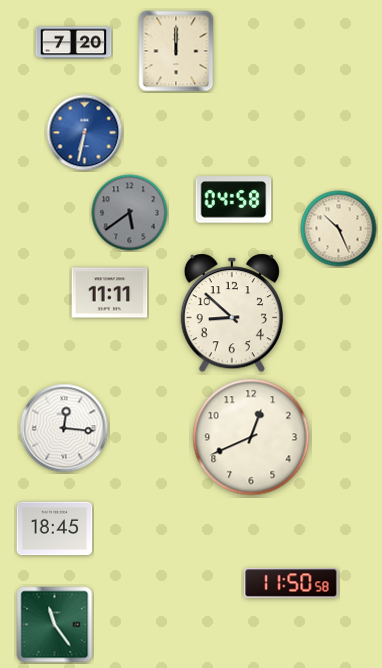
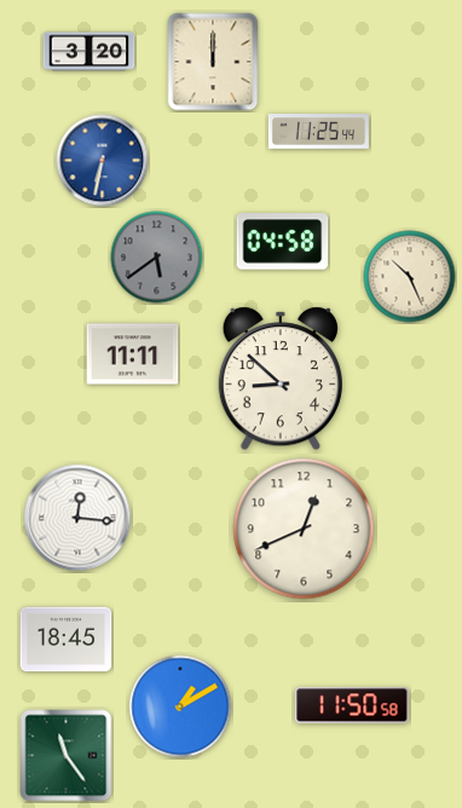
clock at (74, 43): 7:20 -> 3:20
clock at (318, 132): none -> 11:25
clock at (180, 706): none -> 1:10
